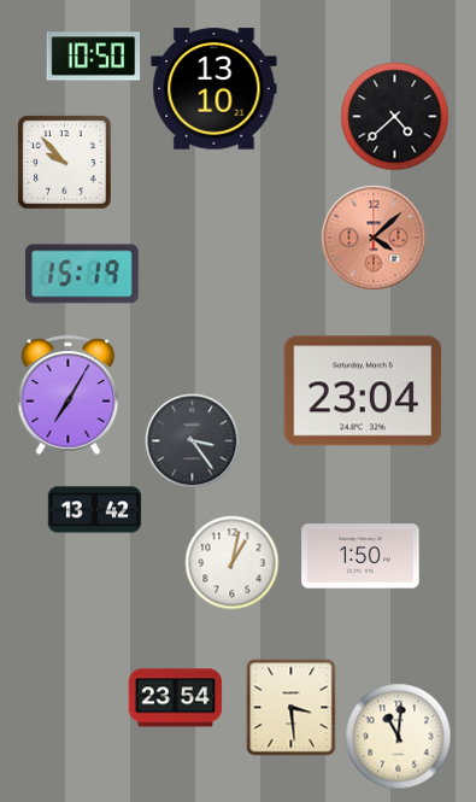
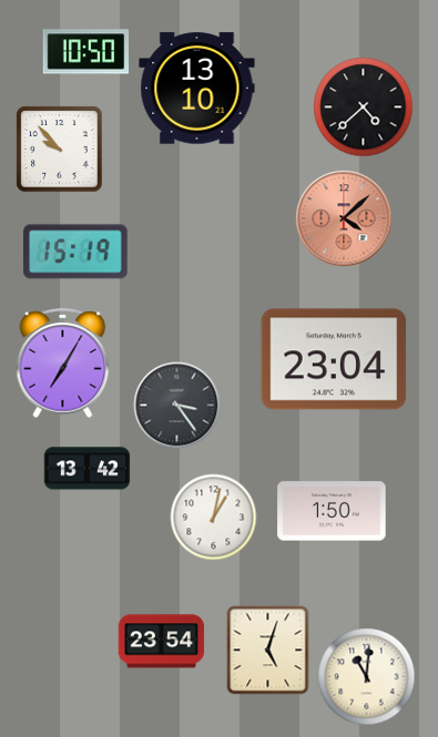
clock at (215, 89) position: (215, 89) -> (197, 89)
clock at (292, 707): 3:29 -> 5:03
